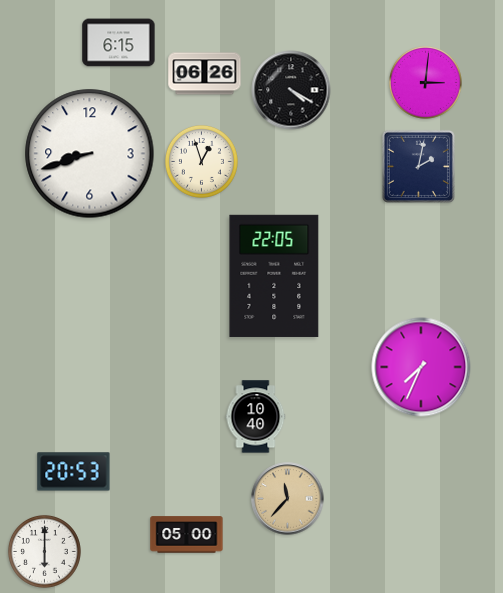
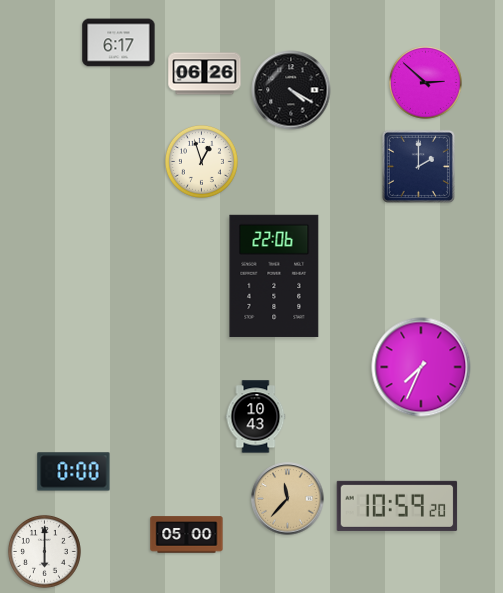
clock at (119, 43): 6:15 -> 6:17
clock at (425, 82): 3:01 -> 2:52
clock at (90, 154): 8:42 -> none
clock at (418, 166): 2:02 -> 2:00
clock at (274, 276): 22:05 -> 22:06
clock at (256, 417): 10:40 -> 10:43
clock at (74, 472): 20:53 -> 0:00
clock at (397, 506): none -> 10:59
